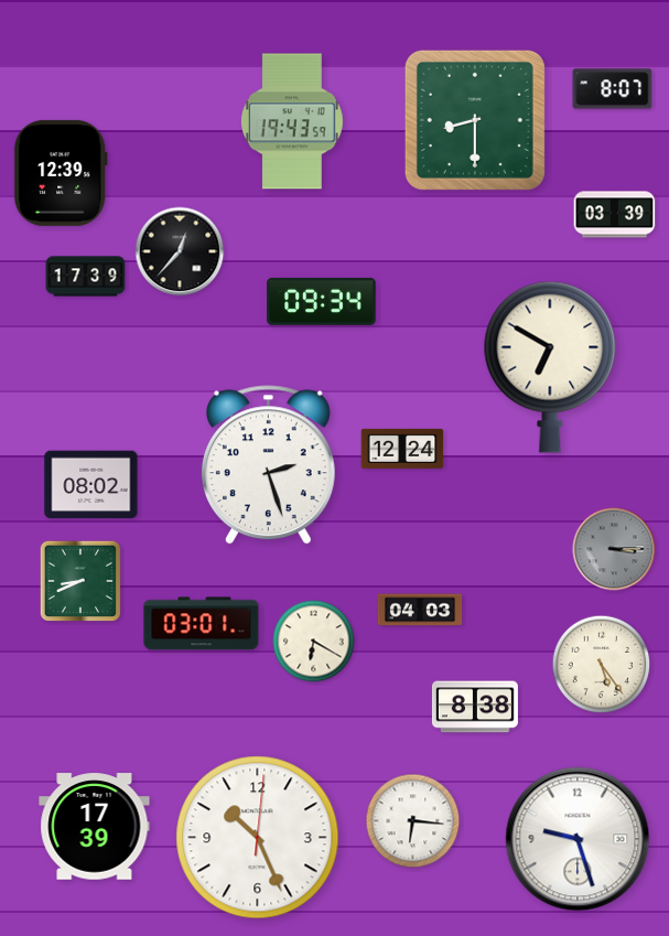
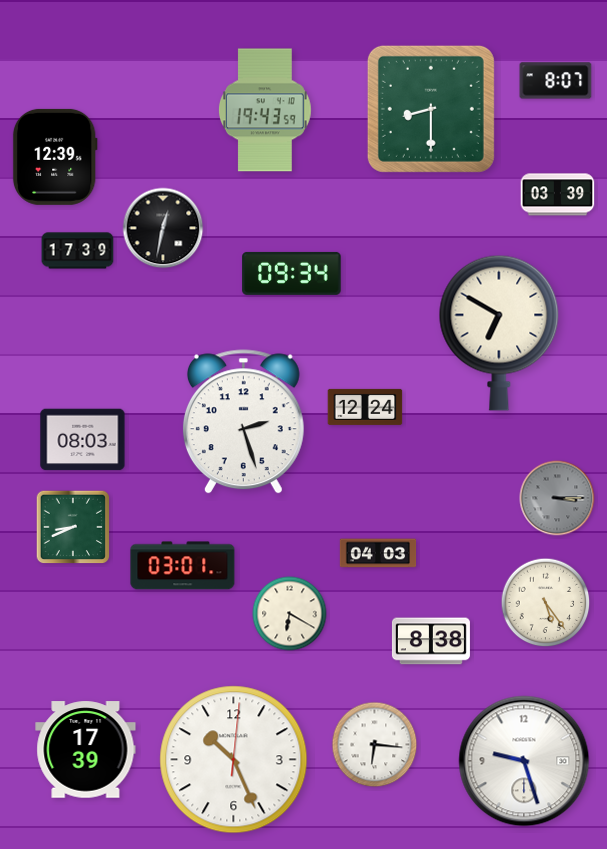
clock at (180, 251): 12:37 -> 12:32
clock at (91, 485): 08:02 -> 08:03
clock at (420, 610) position: (420, 610) -> (378, 553)
clock at (314, 642) position: (314, 642) -> (290, 614)
